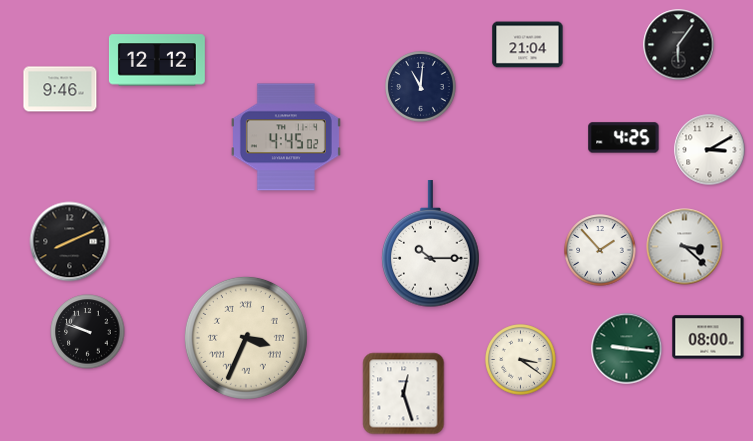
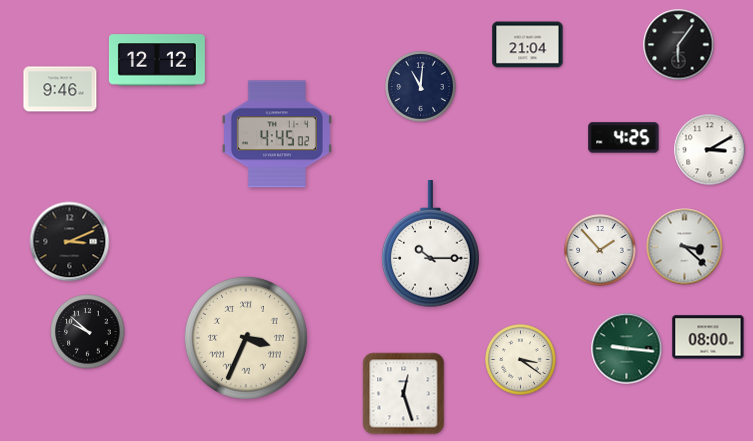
clock at (286, 137) position: (286, 137) -> (277, 134)
clock at (70, 242): 8:11 -> 3:11
clock at (88, 332): 9:48 -> 9:52
